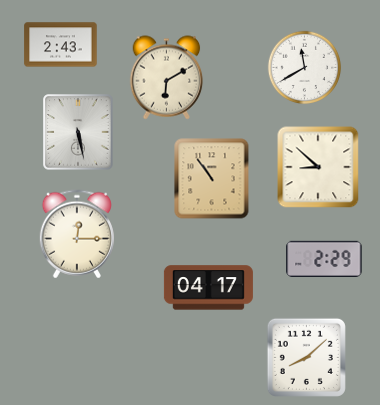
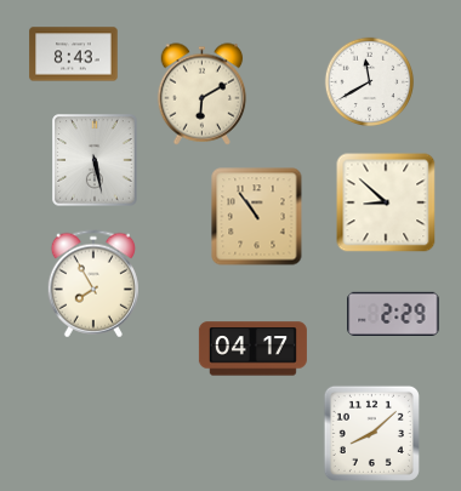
clock at (61, 45): 2:43 -> 8:43
clock at (77, 234): 12:15 -> 7:55
